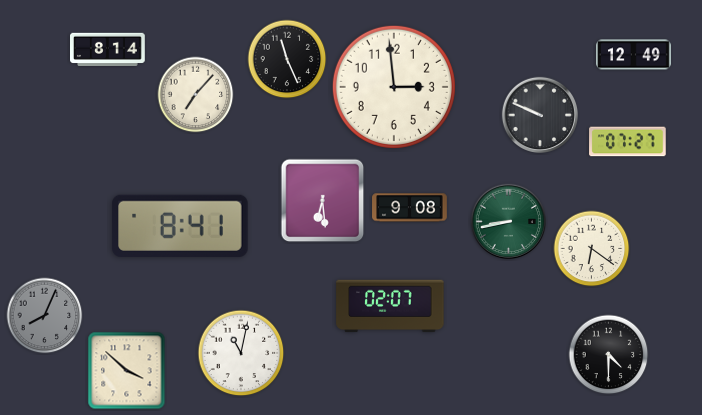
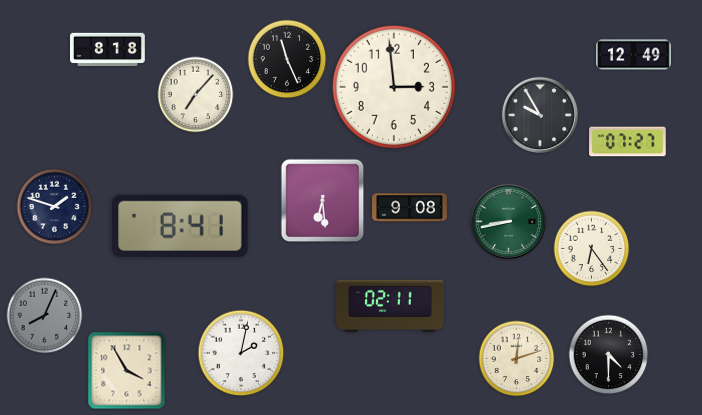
clock at (108, 49): 8:14 -> 8:18
clock at (539, 114): 9:49 -> 9:55
clock at (55, 207): none -> 1:48
clock at (592, 249): 6:21 -> 6:24
clock at (390, 306): 02:07 -> 02:11
clock at (241, 353): 11:02 -> 2:02
clock at (517, 359): none -> 12:12
clock at (127, 371): 3:52 -> 3:55
